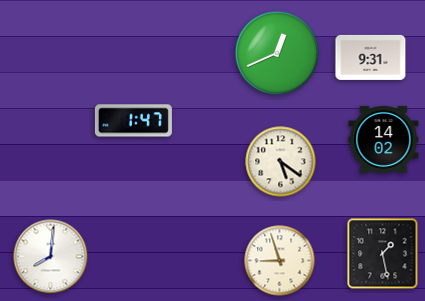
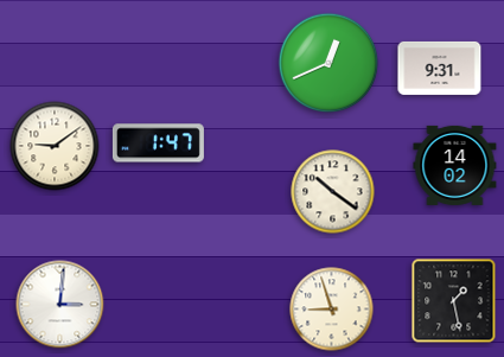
clock at (55, 146): none -> 9:09
clock at (281, 162): 5:21 -> 10:21
clock at (51, 257): 8:01 -> 3:01
